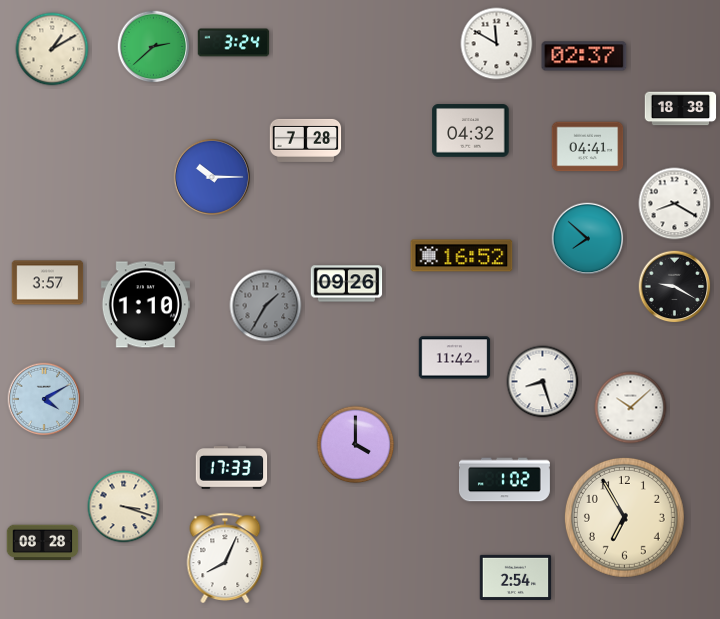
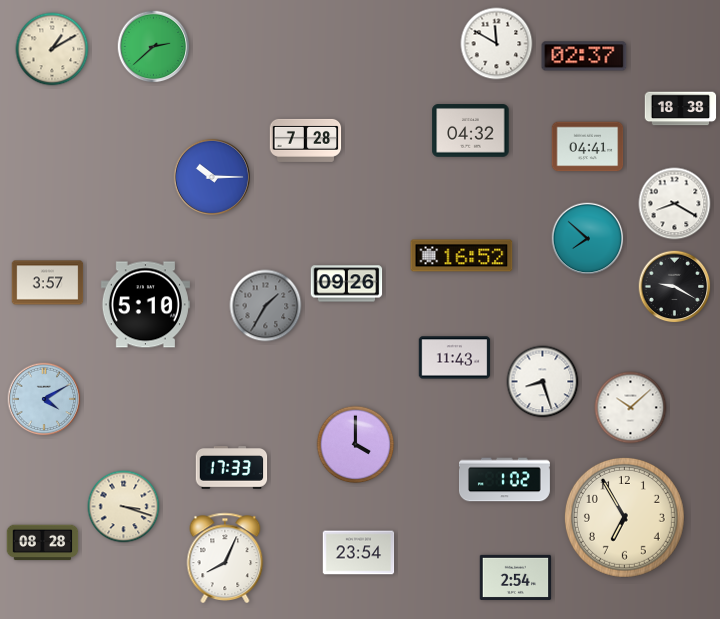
clock at (234, 43): 3:24 -> none
clock at (145, 305): 1:10 -> 5:10
clock at (455, 358): 11:42 -> 11:43
clock at (359, 553): none -> 23:54
